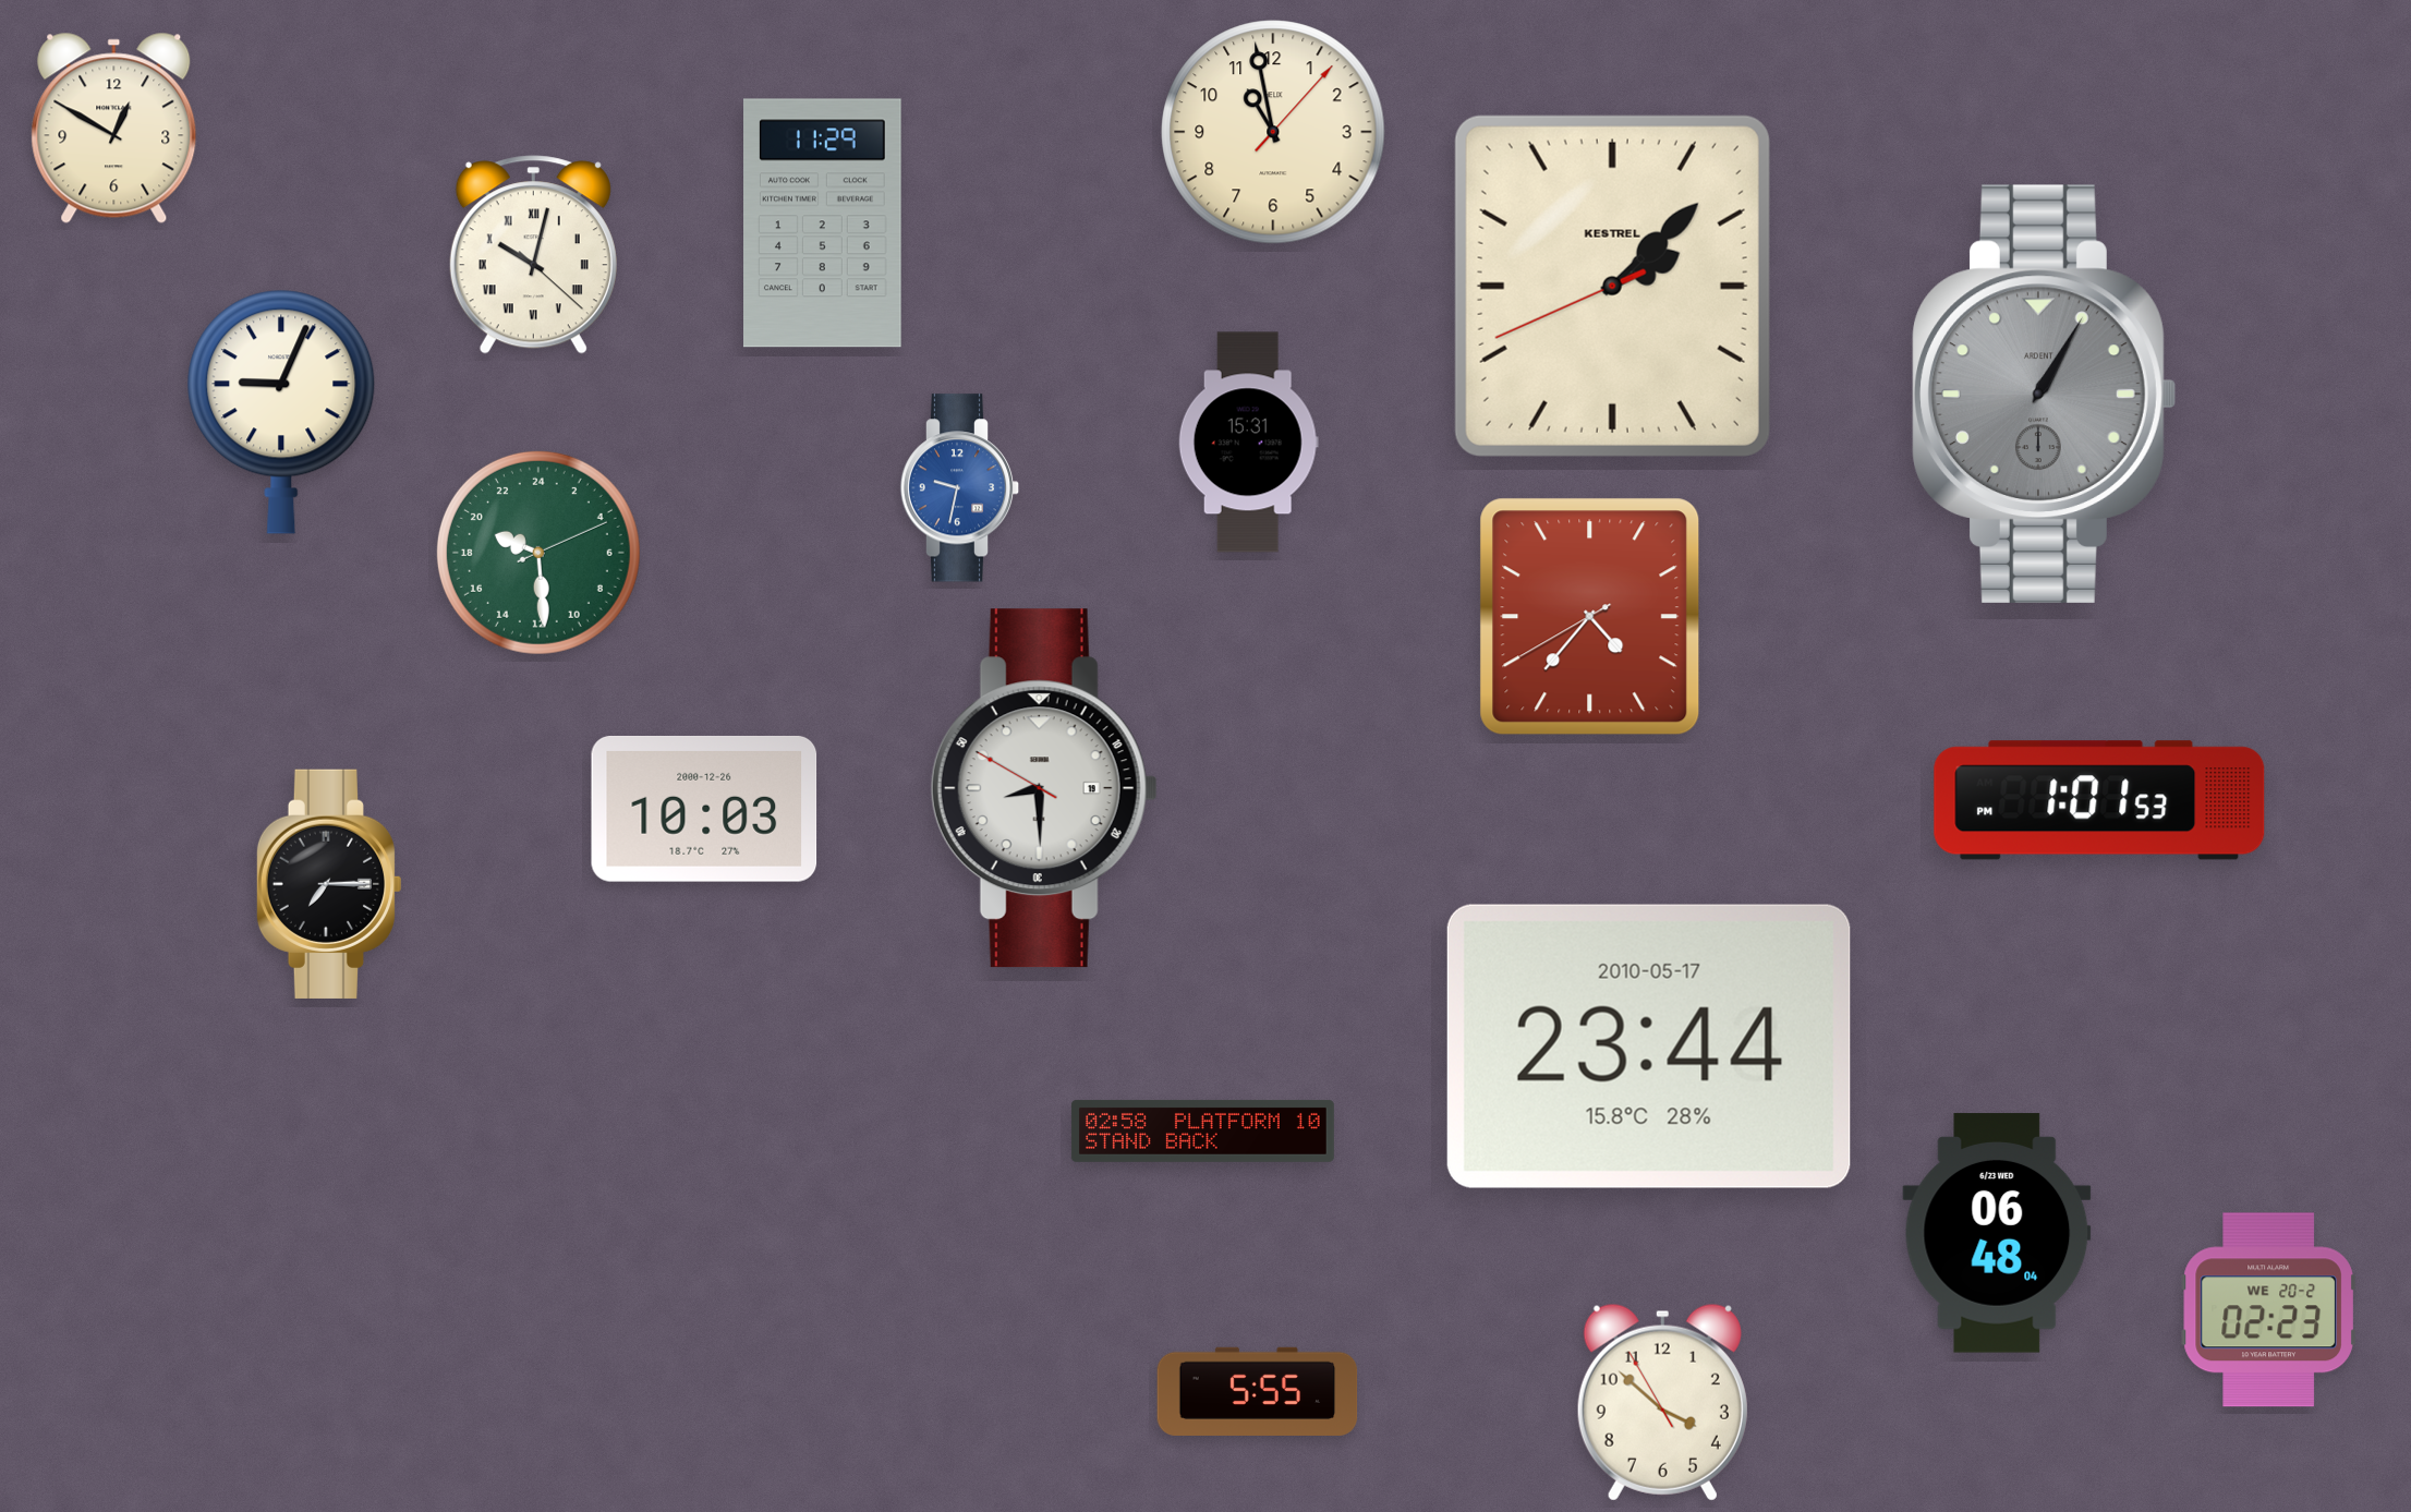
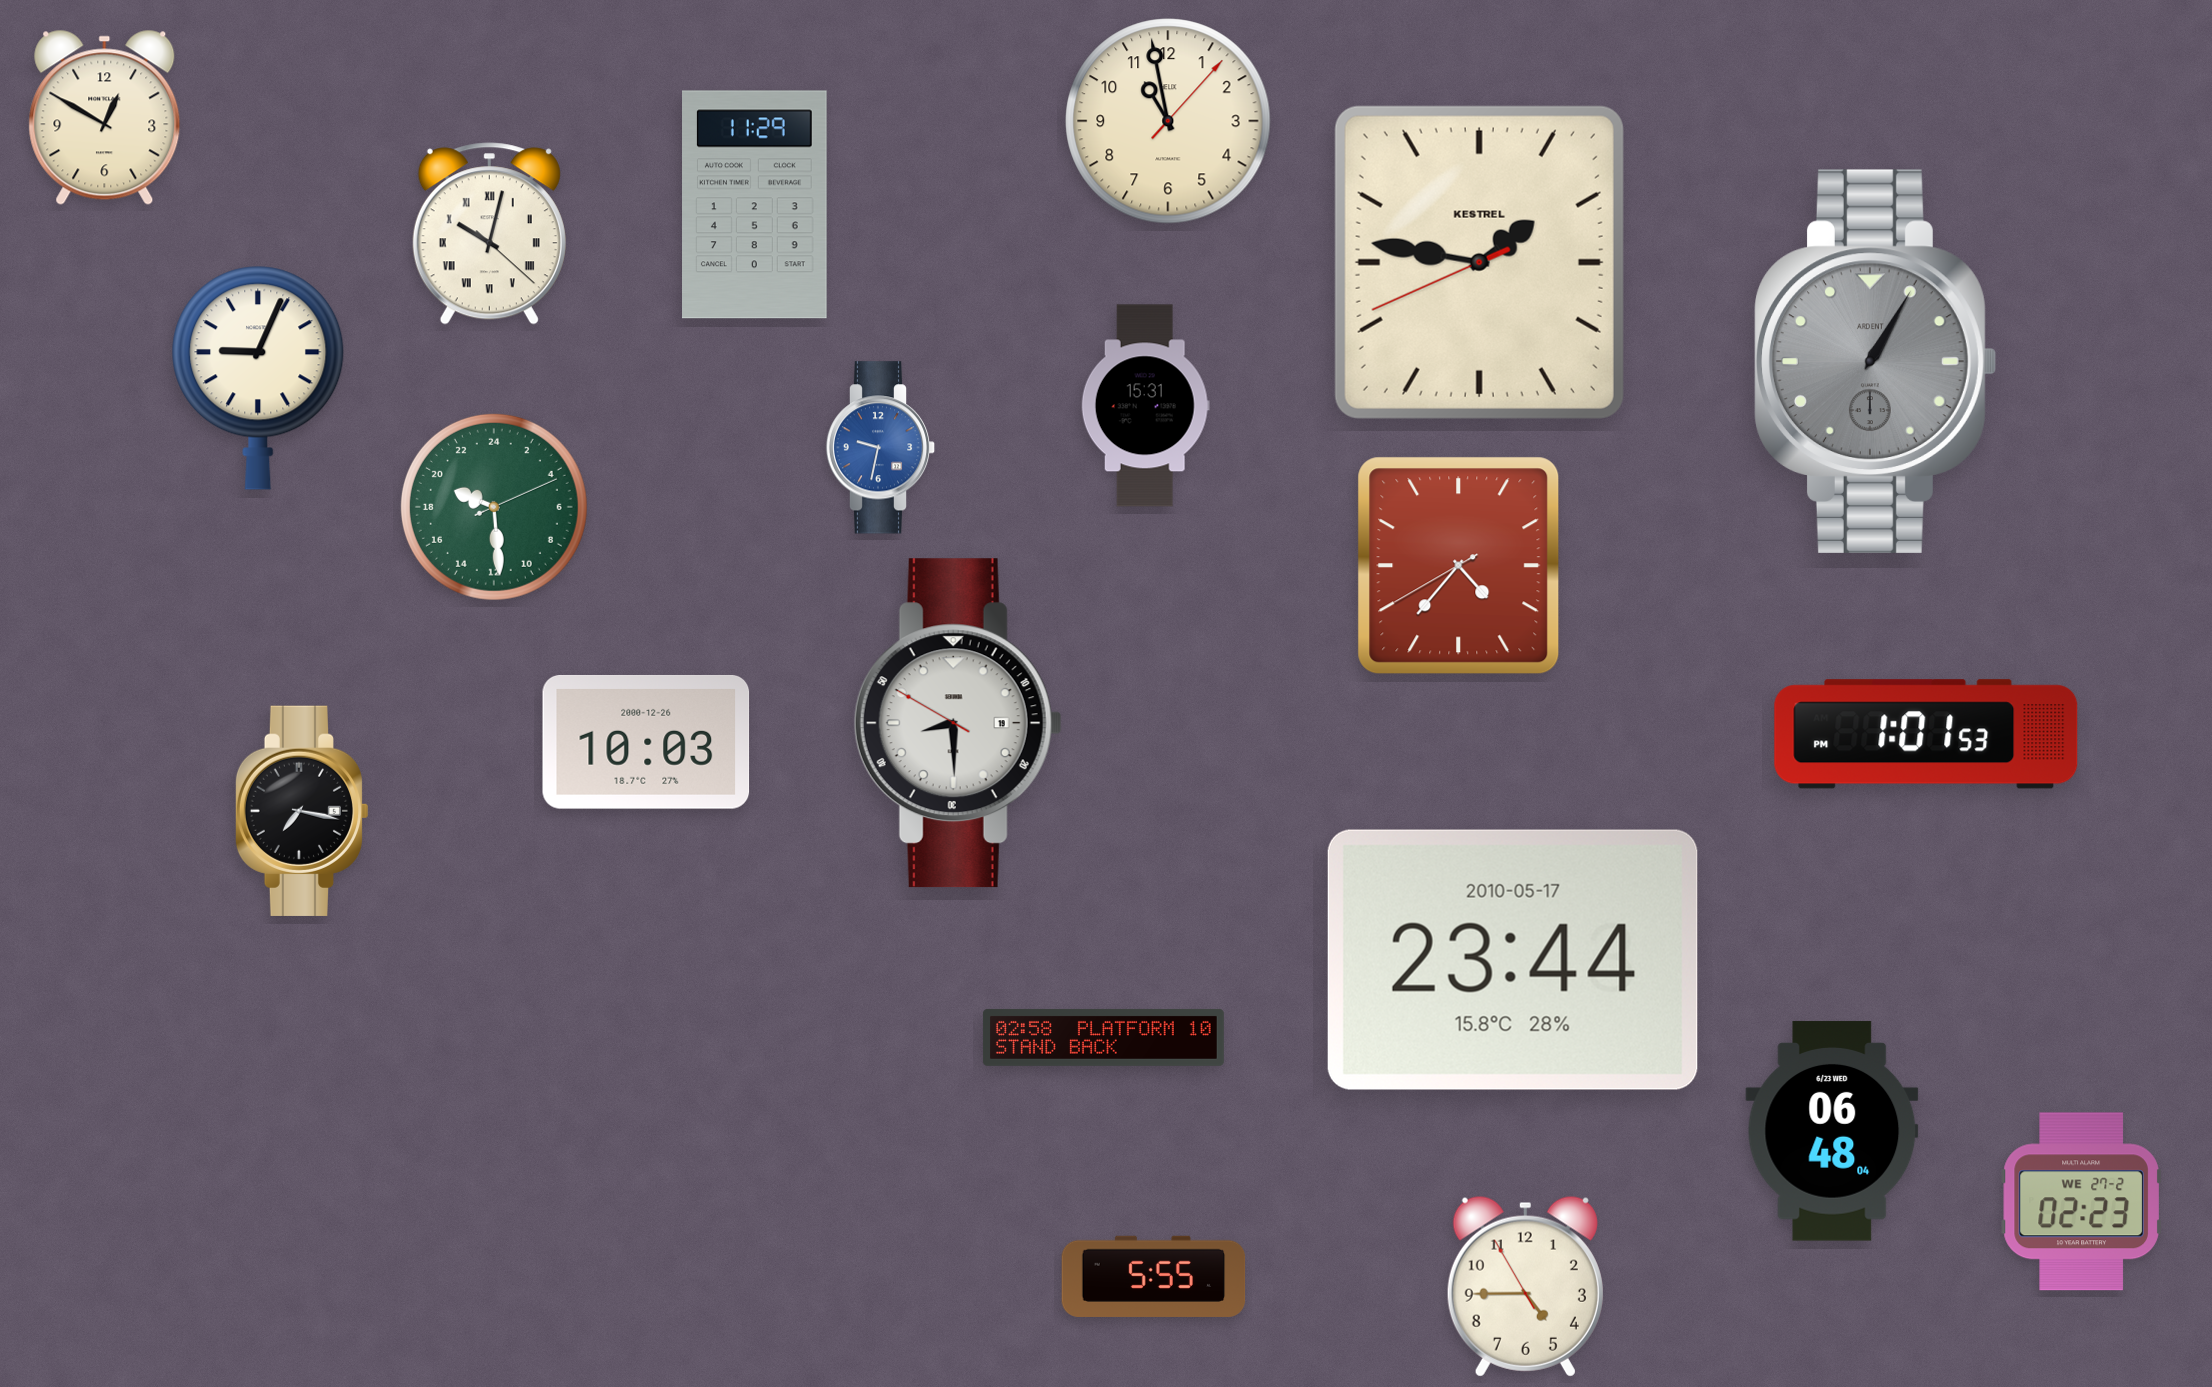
clock at (1612, 286): 2:07 -> 1:46
clock at (328, 884): 7:15 -> 7:17
clock at (2268, 1310) date: WE 20-2 -> WE 27-2
clock at (1662, 1402): 3:51 -> 4:44
